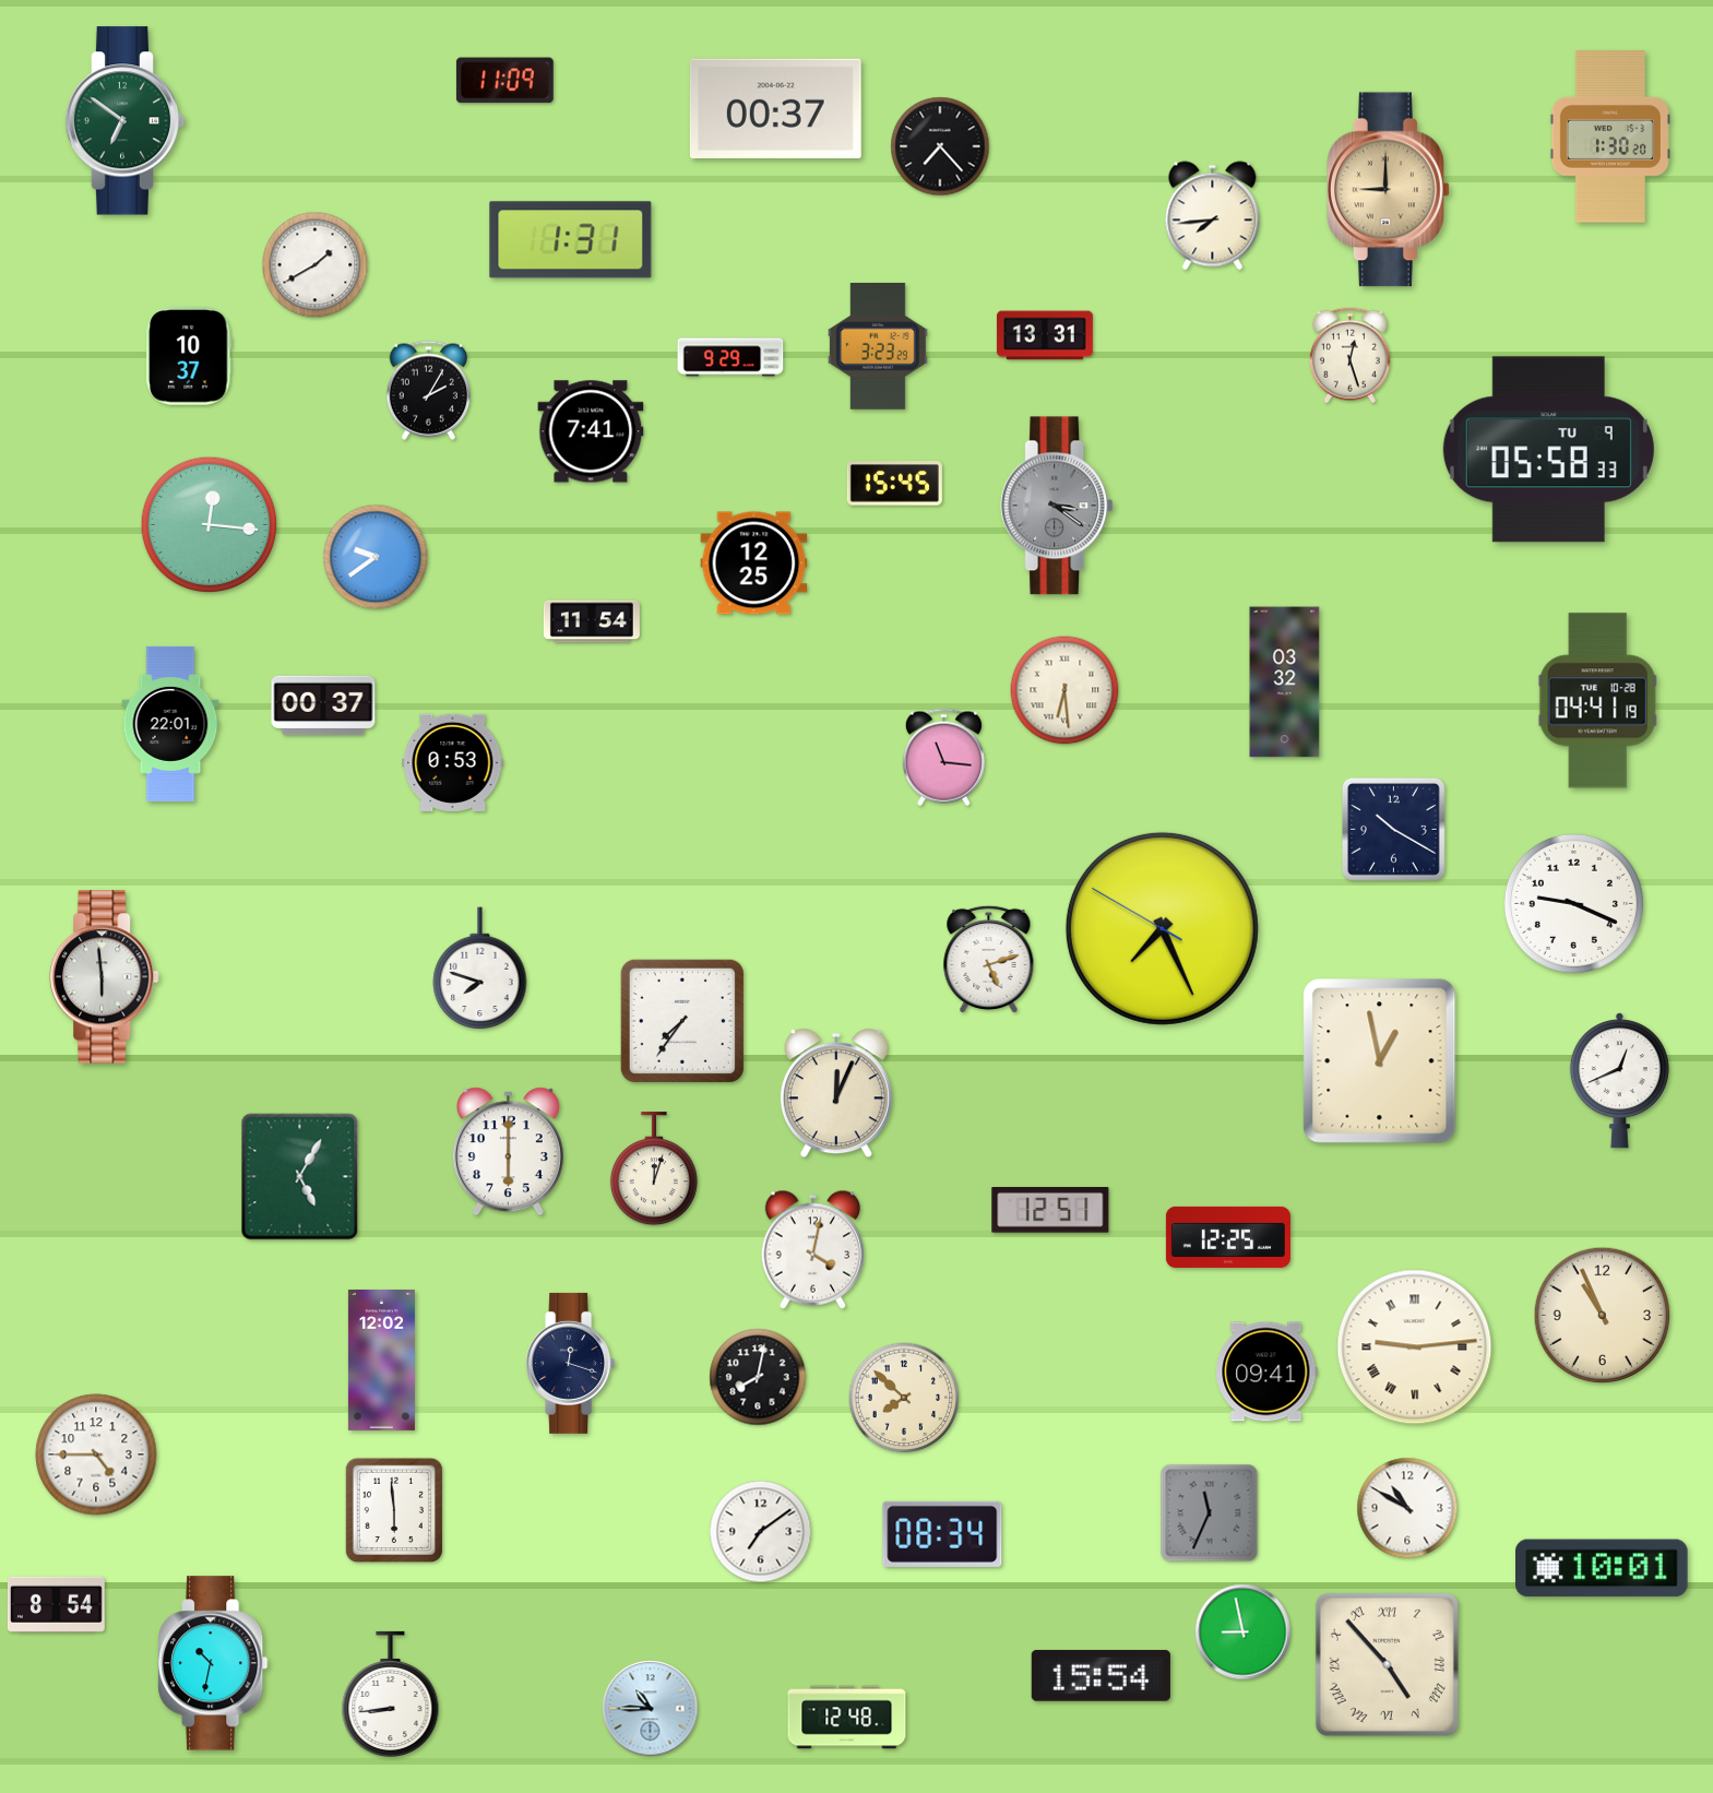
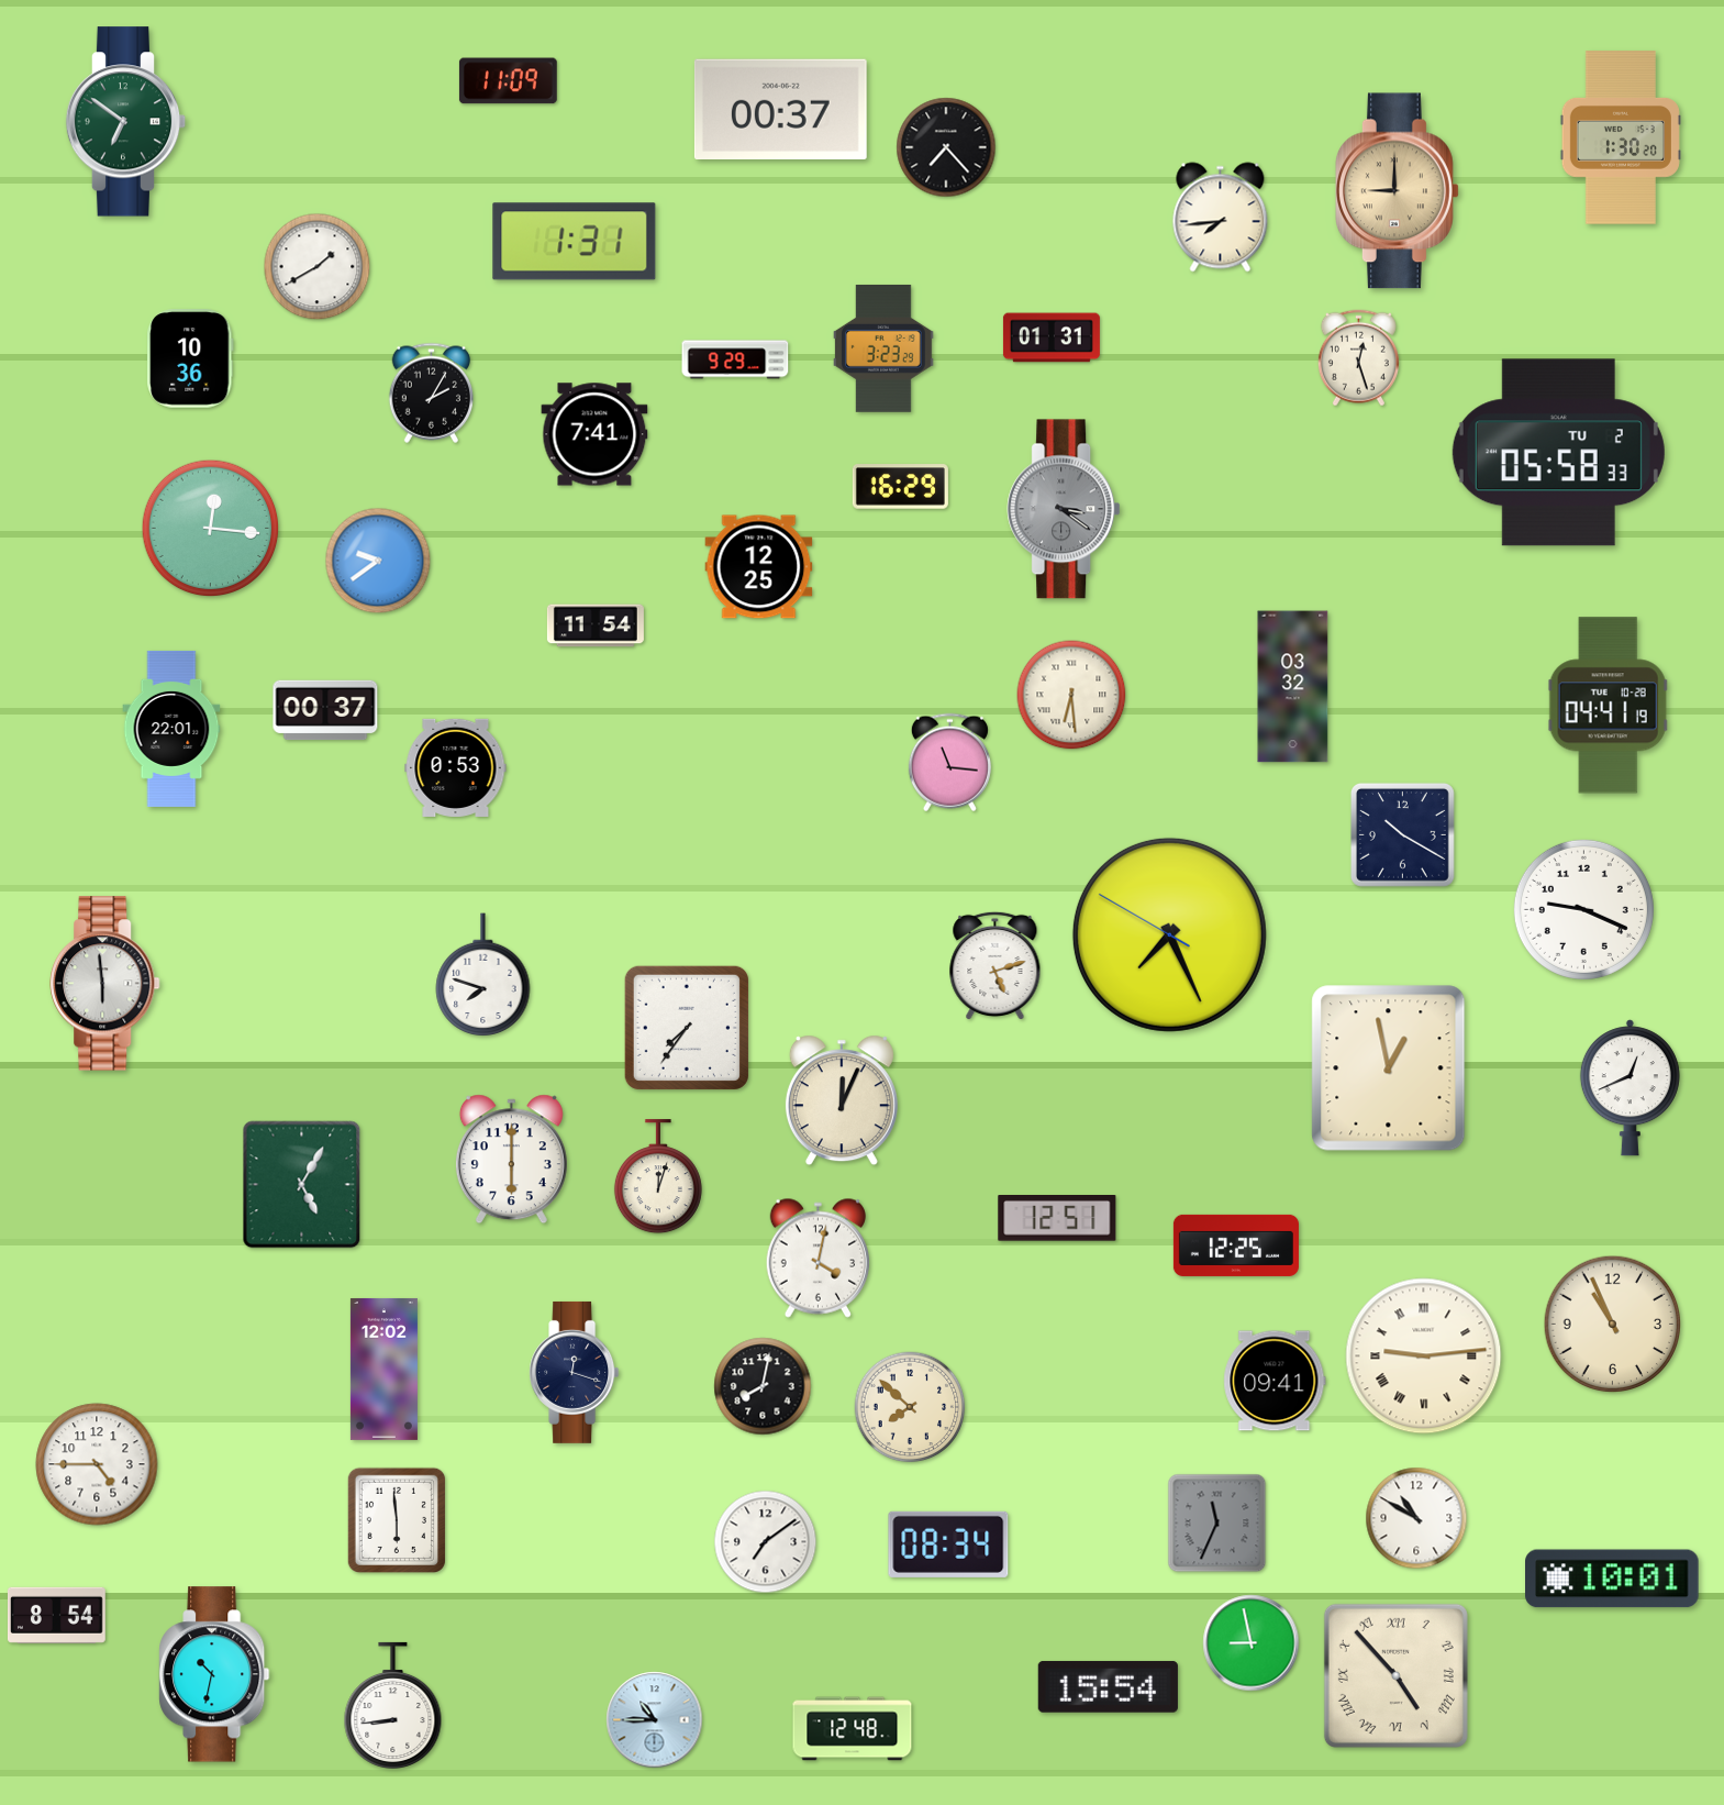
clock at (1045, 335): 13:31 -> 01:31
clock at (189, 356): 10:37 -> 10:36
clock at (1548, 450) date: TU 9 -> TU 2
clock at (894, 484): 15:45 -> 16:29
